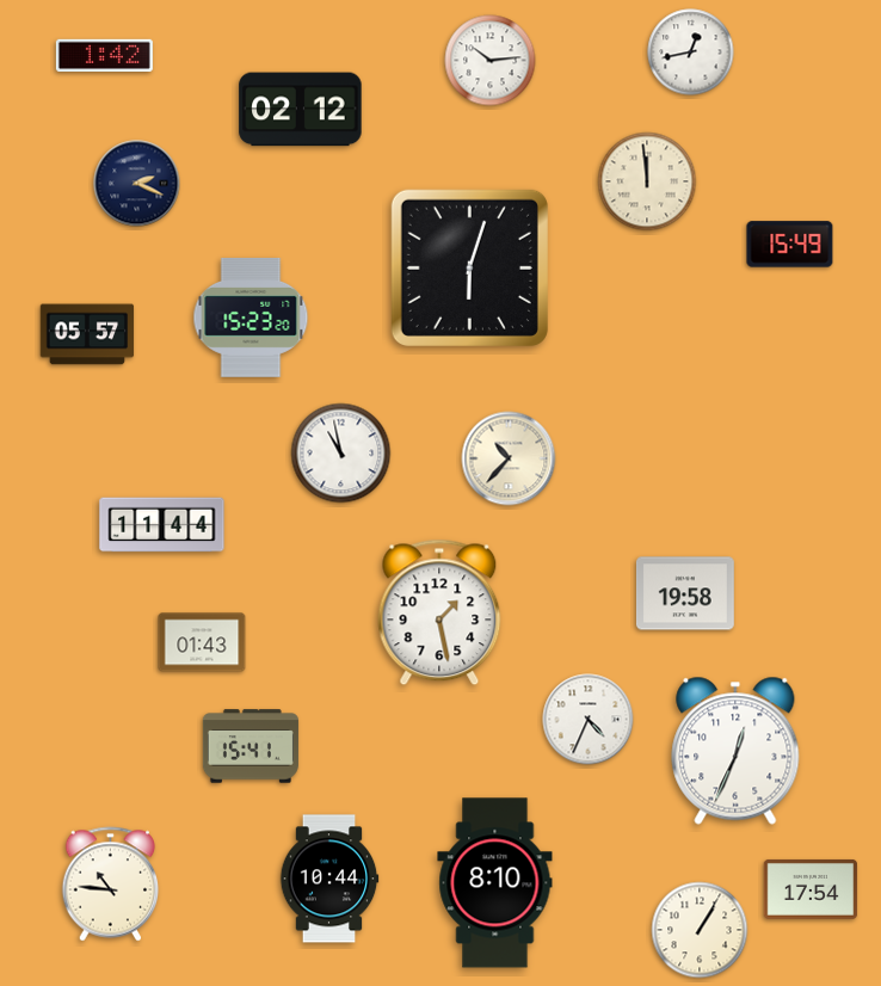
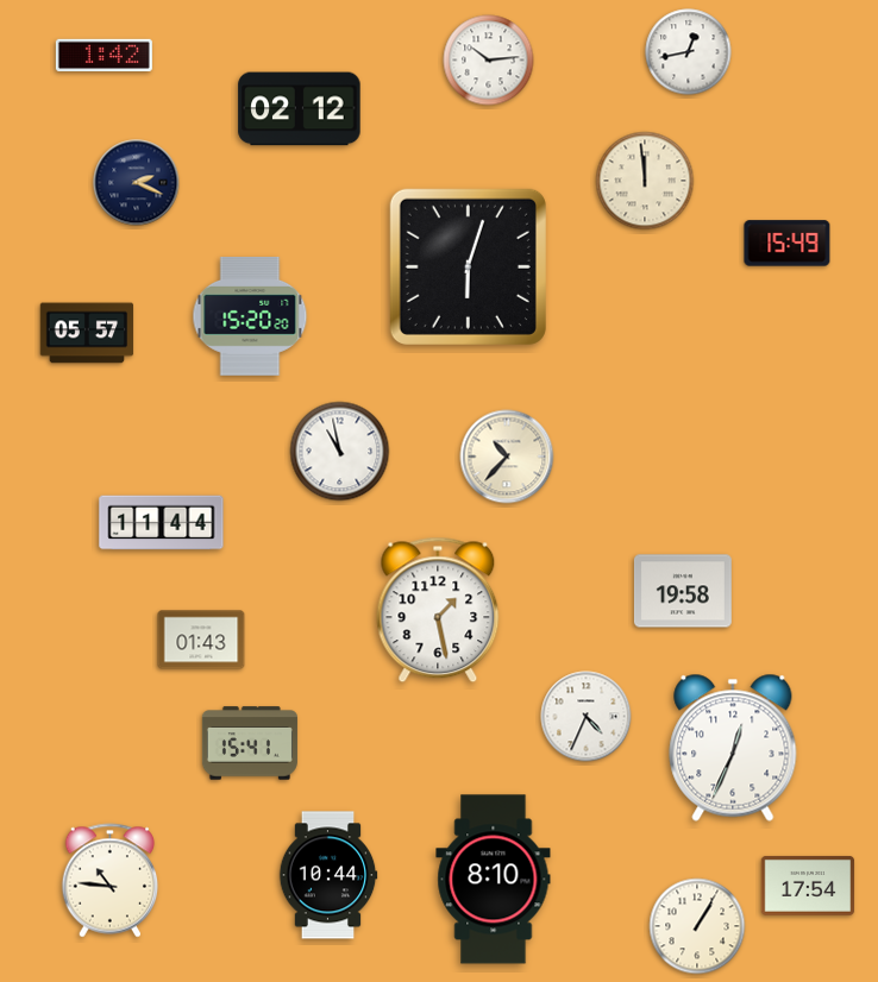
clock at (251, 318): 15:23 -> 15:20
